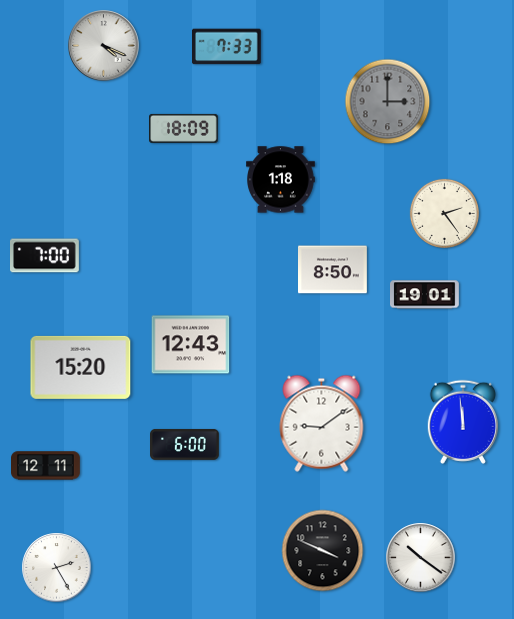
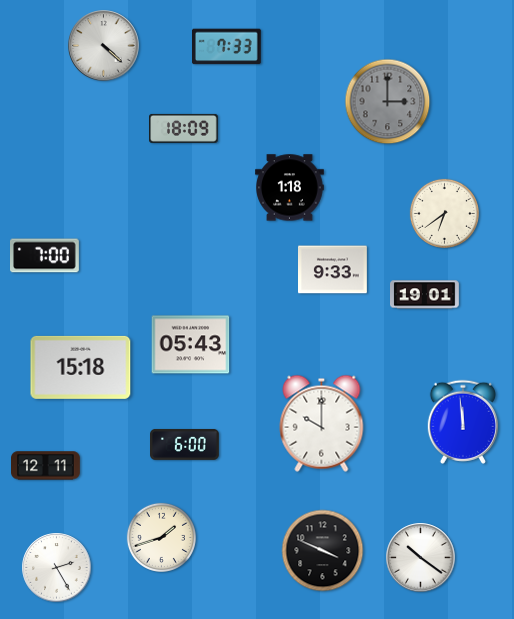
clock at (104, 46): 4:19 -> 4:22
clock at (281, 180) position: (281, 180) -> (290, 188)
clock at (444, 213): 2:24 -> 6:39
clock at (333, 270): 8:50 -> 9:33
clock at (191, 345): 12:43 -> 05:43
clock at (81, 367): 15:20 -> 15:18
clock at (322, 423): 9:09 -> 10:00
clock at (161, 537): none -> 1:42
